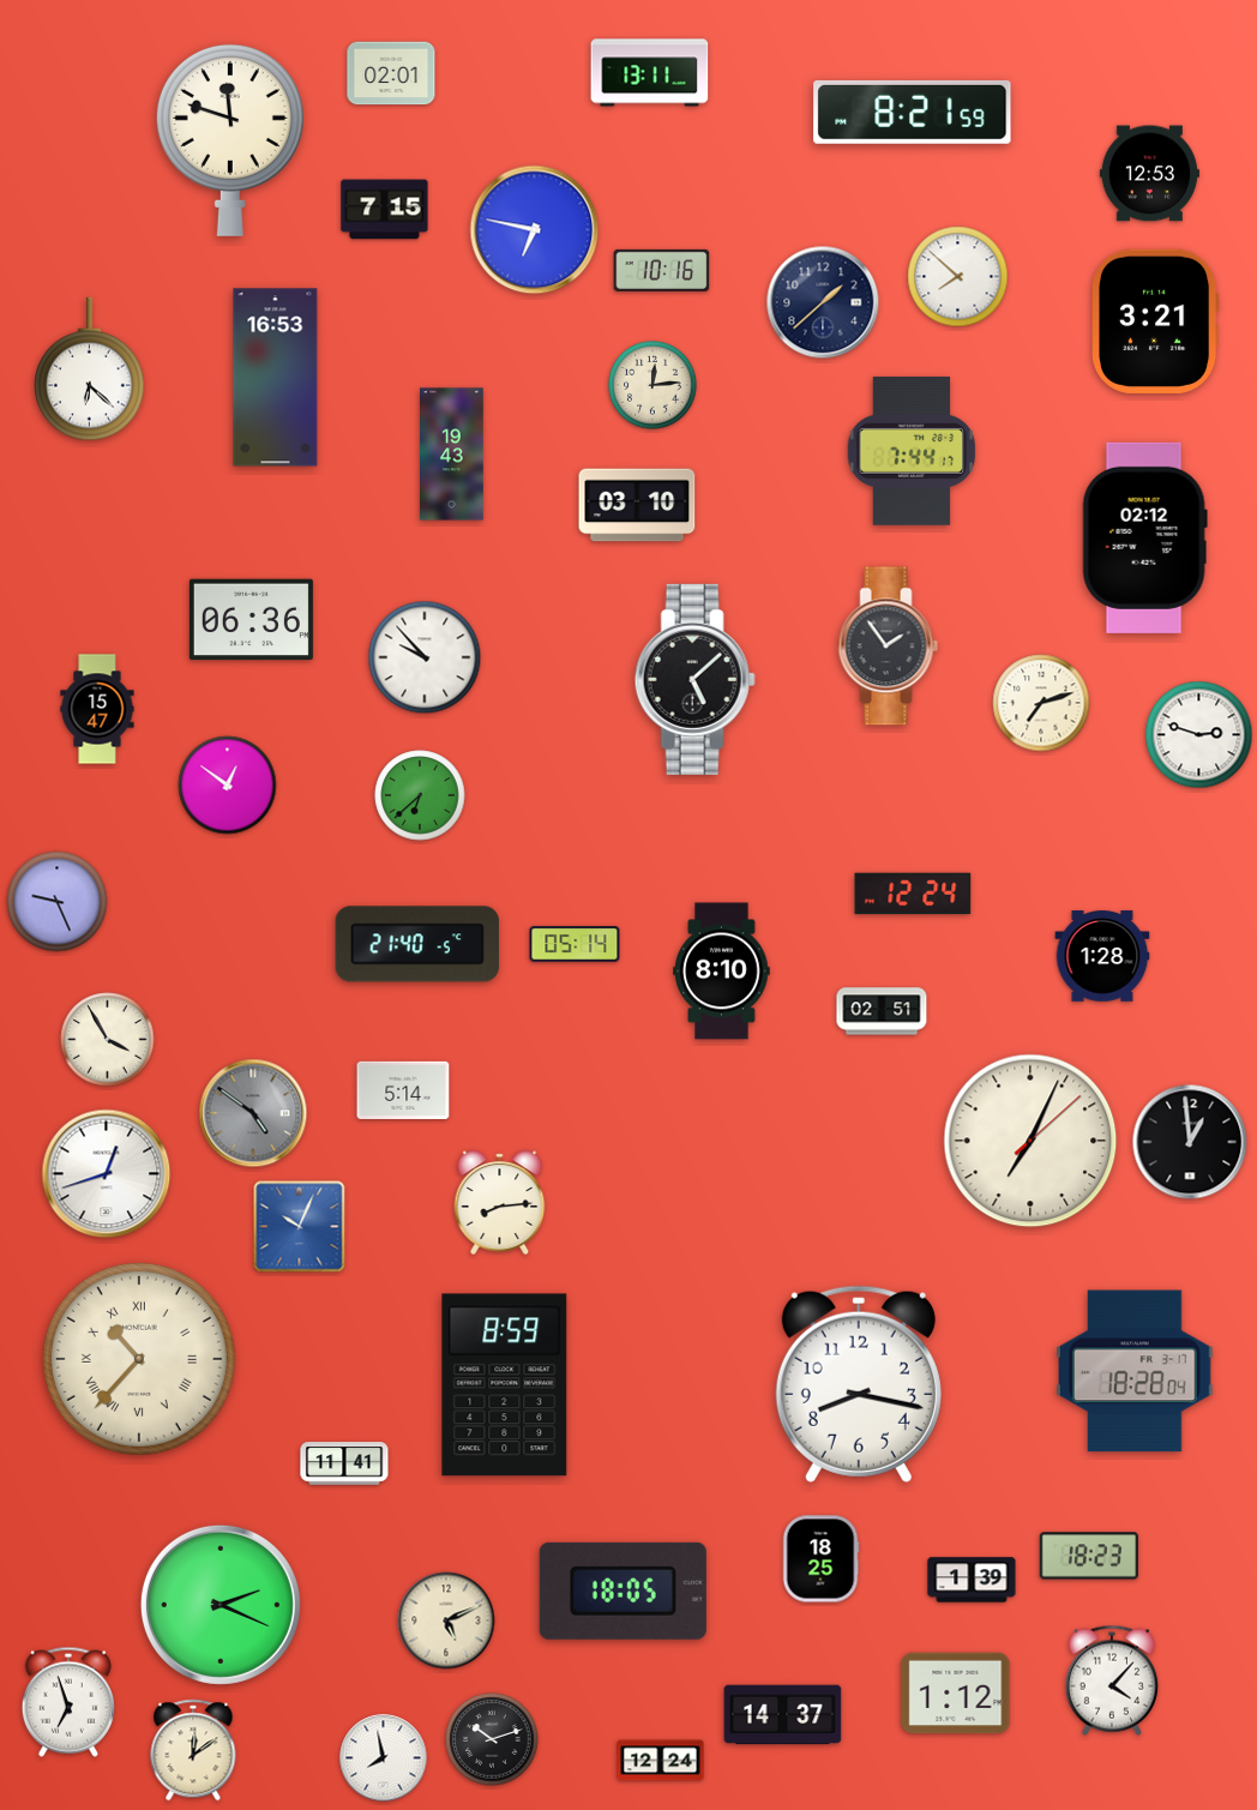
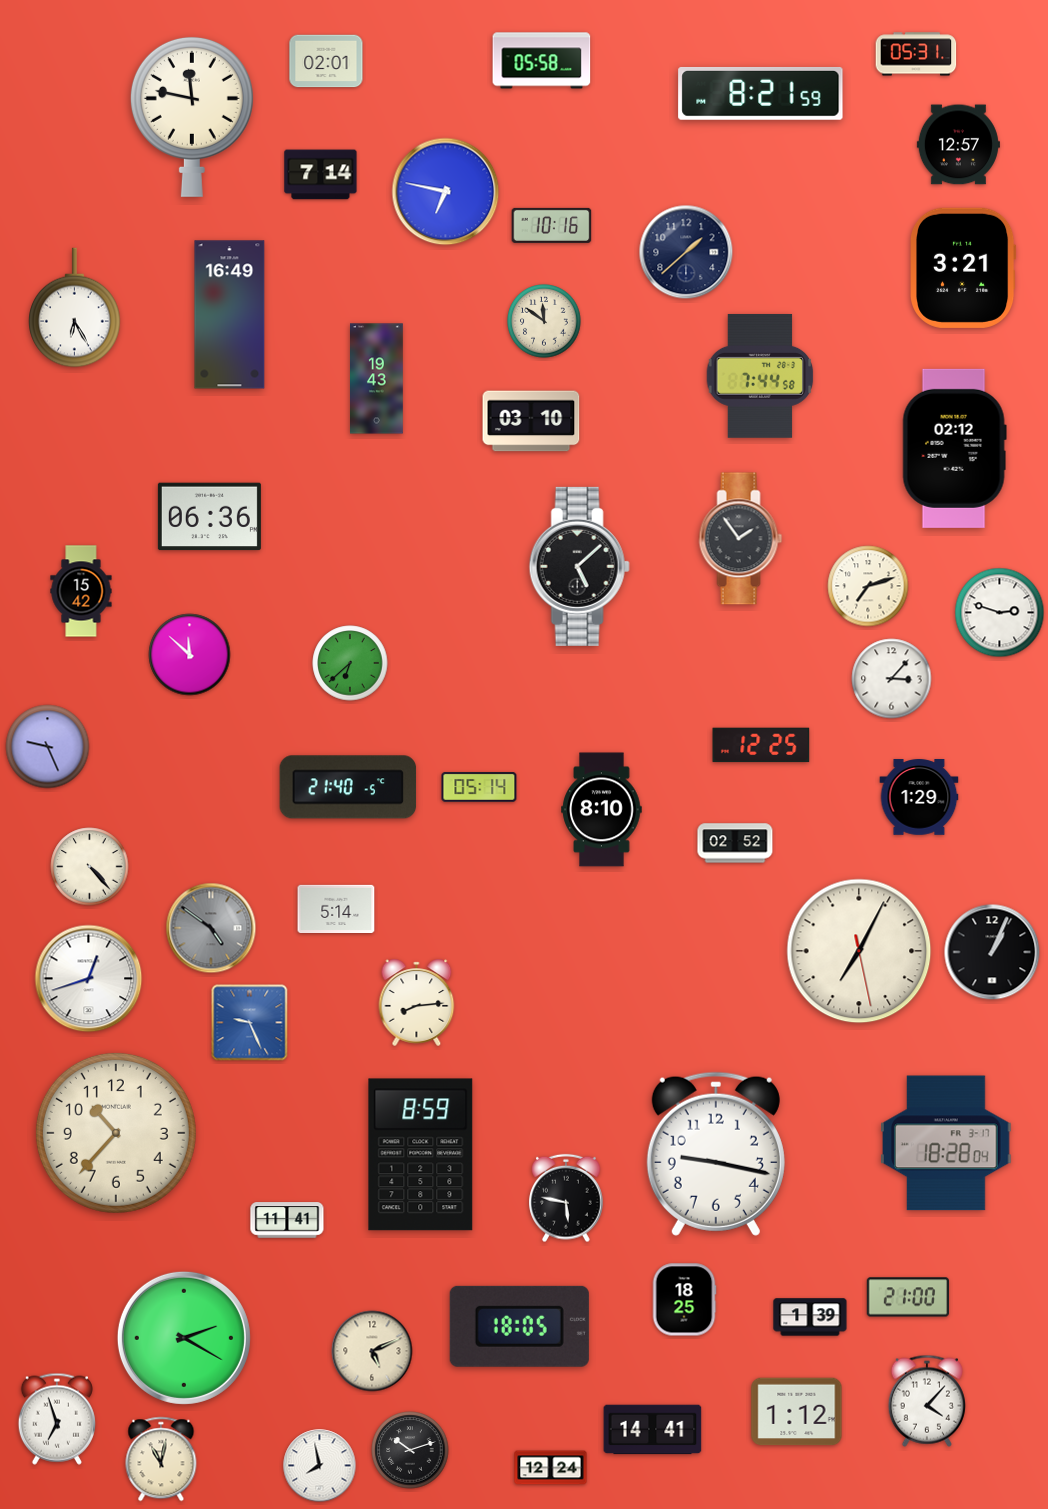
clock at (916, 54): none -> 05:31
clock at (650, 73): 13:11 -> 05:58
clock at (230, 139): 11:48 -> 11:47
clock at (1149, 174): 12:53 -> 12:57
clock at (385, 210): 7:15 -> 7:14
clock at (958, 277): 7:52 -> none
clock at (90, 369): 6:22 -> 6:25
clock at (276, 378): 16:53 -> 16:49
clock at (652, 385): 12:14 -> 11:51
clock at (912, 451): 7:44:17 -> 7:44:58
clock at (425, 657): 9:53 -> none
clock at (97, 709): 15:47 -> 15:42
clock at (228, 786): 12:51 -> 11:52
clock at (892, 679): none -> 3:07
clock at (913, 894): 12:24 -> 12:25
clock at (58, 902) position: (58, 902) -> (48, 747)
clock at (1102, 956): 1:28 -> 1:29
clock at (882, 1011): 02:51 -> 02:52
clock at (108, 1040): 3:55 -> 4:23
clock at (1030, 1141): 7:04:08 -> 7:04:28
clock at (1190, 1142): 12:59 -> 1:04
clock at (300, 1227): 10:04 -> 9:26
clock at (139, 1359) numerals: Roman -> Arabic
clock at (859, 1384): 8:17 -> 9:17
clock at (566, 1198): none -> 5:47
clock at (1088, 1556): 18:23 -> 21:00
clock at (221, 1605): 2:19 -> 2:20
clock at (783, 1715): 14:37 -> 14:41
clock at (193, 1750): 12:09 -> 11:02
